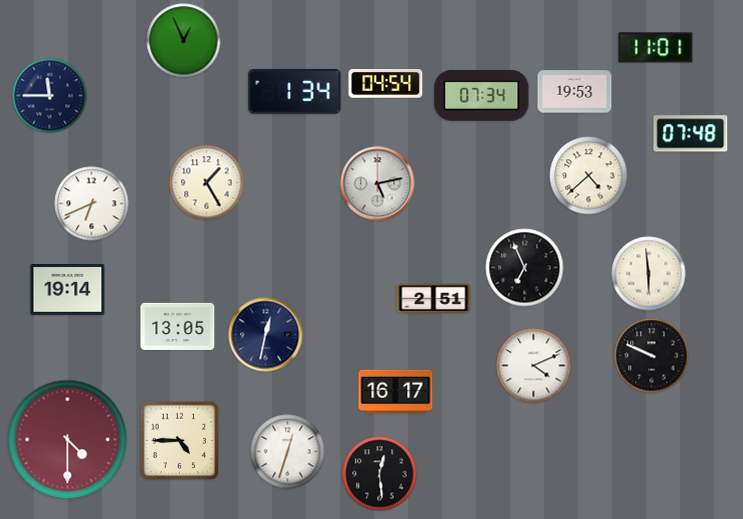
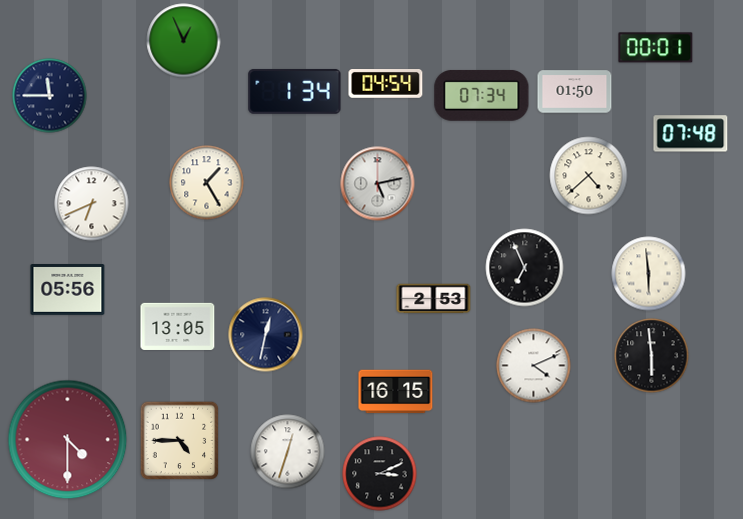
clock at (656, 48): 11:01 -> 00:01
clock at (575, 92): 19:53 -> 01:50
clock at (68, 290): 19:14 -> 05:56
clock at (434, 299): 2:51 -> 2:53
clock at (652, 356): 9:49 -> 5:59
clock at (396, 392): 16:17 -> 16:15
clock at (380, 474): 12:29 -> 3:11
